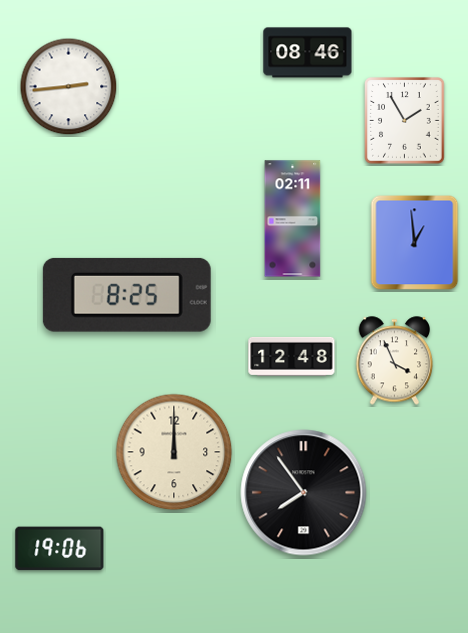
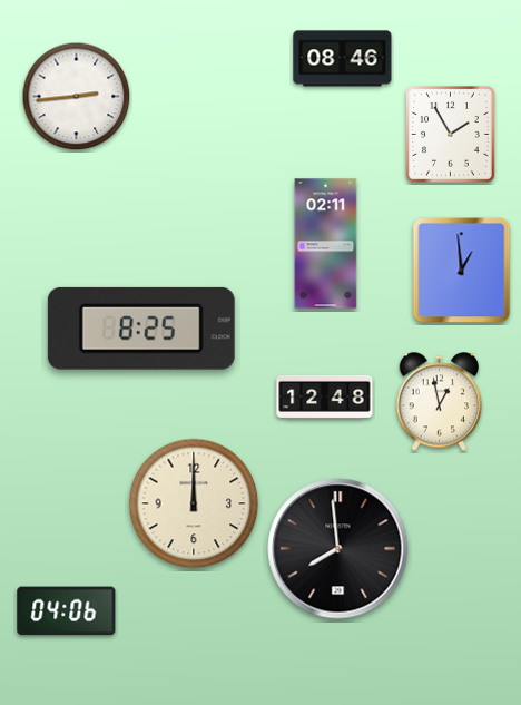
clock at (395, 361): 3:56 -> 12:58
clock at (304, 493): 7:54 -> 7:59
clock at (60, 549): 19:06 -> 04:06
